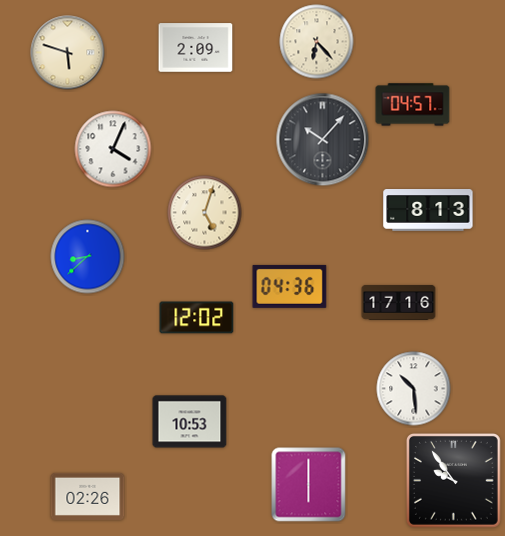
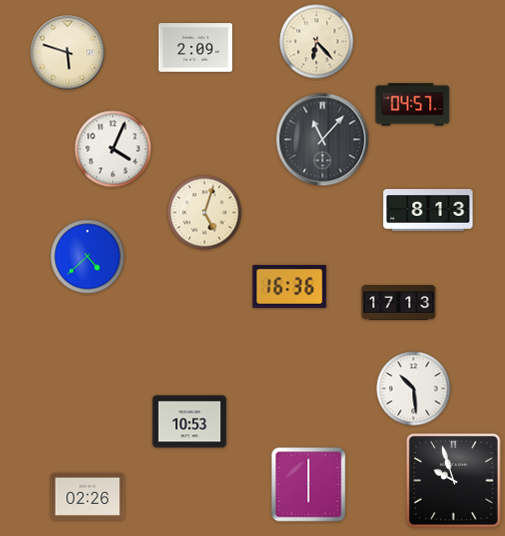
clock at (323, 140): 10:07 -> 11:07
clock at (88, 257): 8:38 -> 4:38
clock at (290, 286): 04:36 -> 16:36
clock at (399, 302): 17:16 -> 17:13
clock at (197, 318): 12:02 -> none
clock at (454, 481): 9:54 -> 9:57
